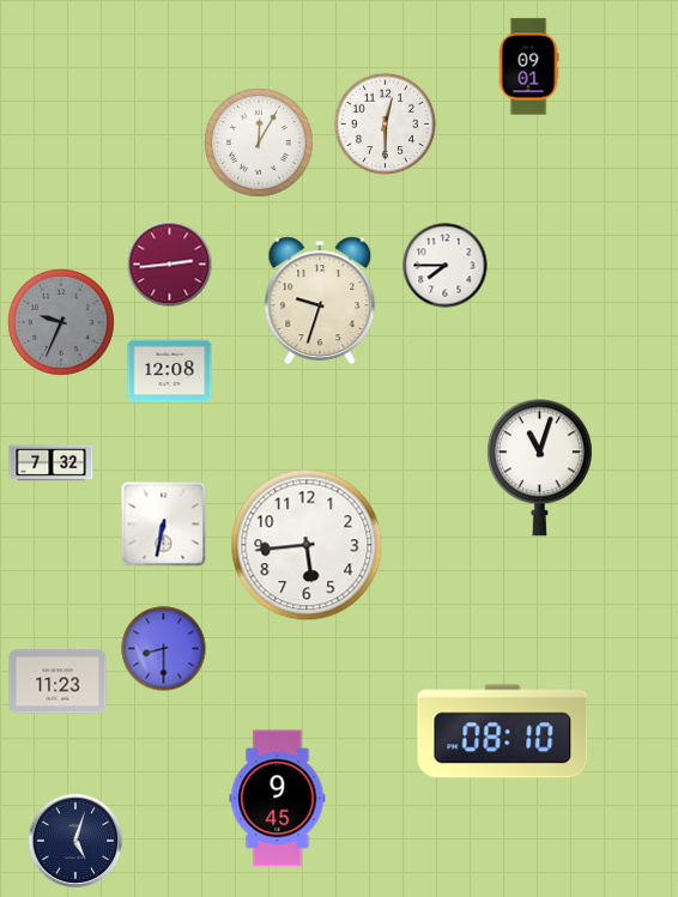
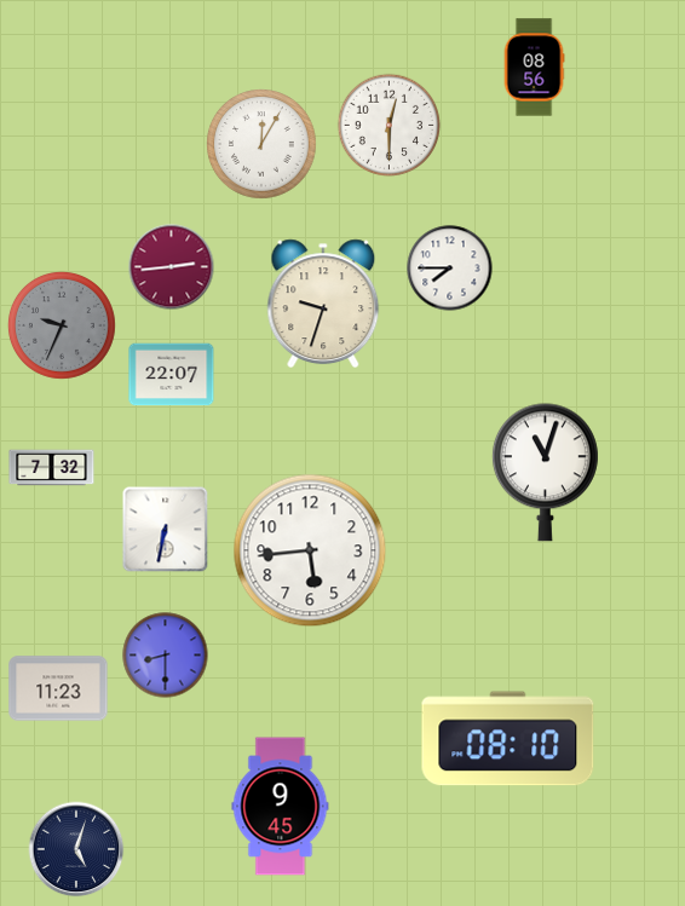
clock at (528, 67): 09:01 -> 08:56
clock at (170, 371): 12:08 -> 22:07
